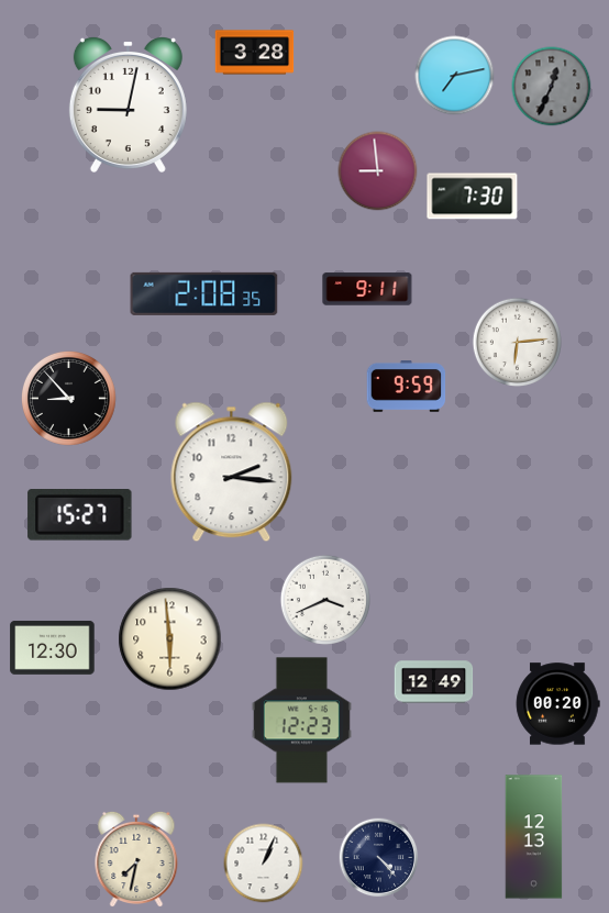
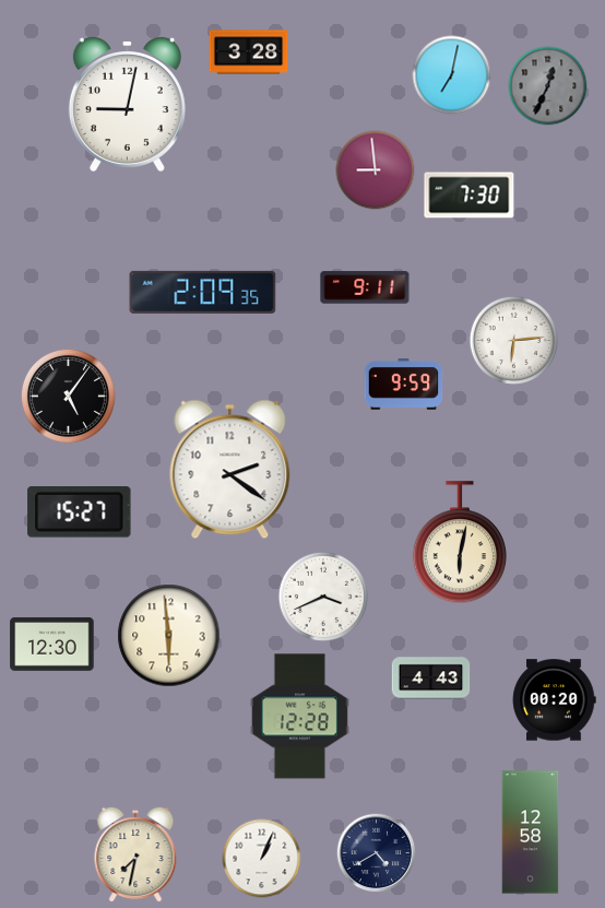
clock at (255, 53) position: (255, 53) -> (249, 52)
clock at (455, 76): 7:13 -> 7:02
clock at (204, 293): 2:08 -> 2:09
clock at (68, 398): 8:53 -> 5:06
clock at (232, 472): 2:16 -> 2:21
clock at (459, 543): none -> 6:02
clock at (434, 682): 12:49 -> 4:43
clock at (301, 721): 12:23 -> 12:28
clock at (534, 837): 12:13 -> 12:58
clock at (379, 858): 4:23 -> 4:40
